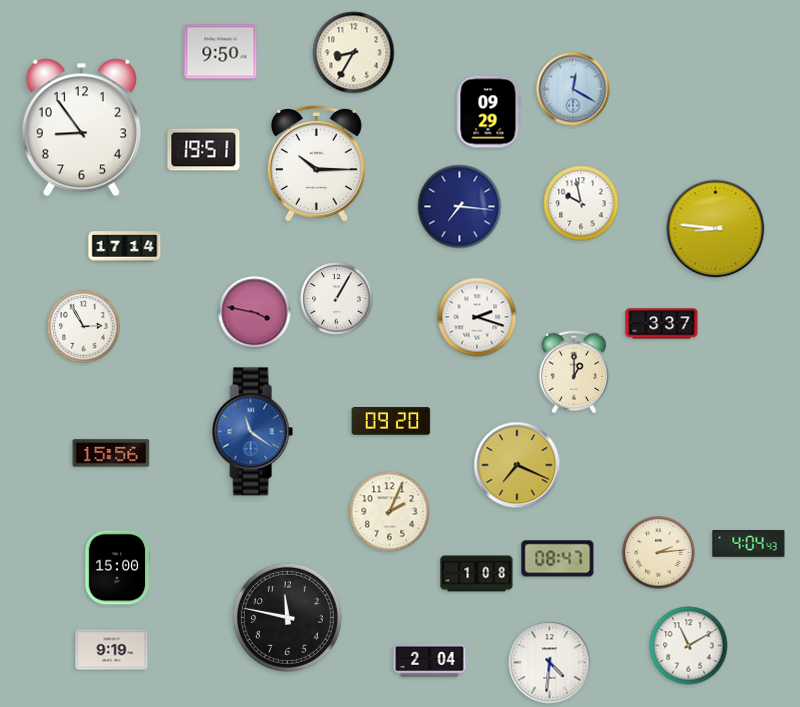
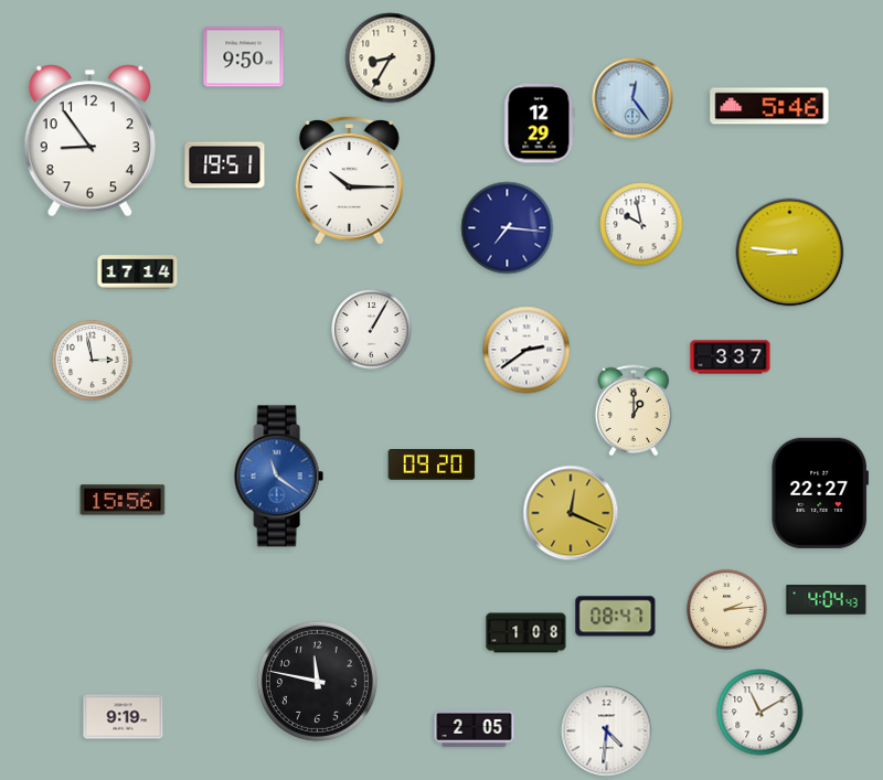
clock at (573, 89): 12:20 -> 12:24
clock at (769, 106): none -> 5:46
clock at (488, 112): 09:29 -> 12:29
clock at (255, 313): 3:47 -> none
clock at (477, 317): 2:18 -> 2:39
clock at (84, 327): 2:55 -> 2:58
clock at (819, 493): none -> 22:27
clock at (517, 465): 7:19 -> 12:19
clock at (390, 512): 2:04 -> none
clock at (117, 568): 15:00 -> none
clock at (430, 661): 2:04 -> 2:05
